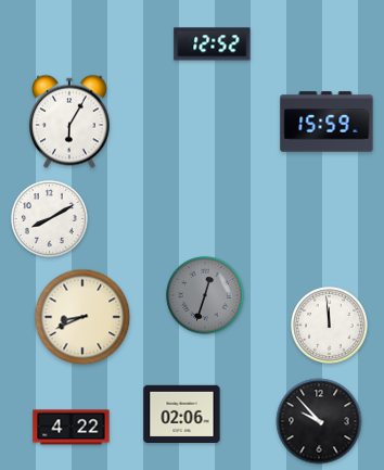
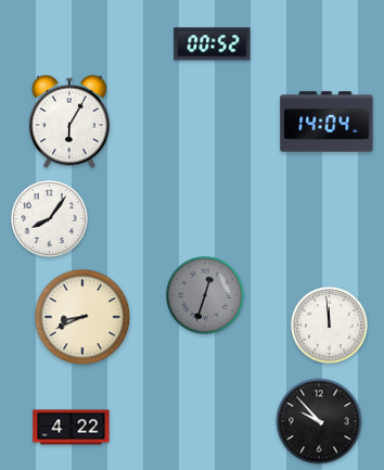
clock at (213, 45): 12:52 -> 00:52
clock at (327, 122): 15:59 -> 14:04
clock at (50, 219): 8:10 -> 8:06
clock at (182, 414): 02:06 -> none
